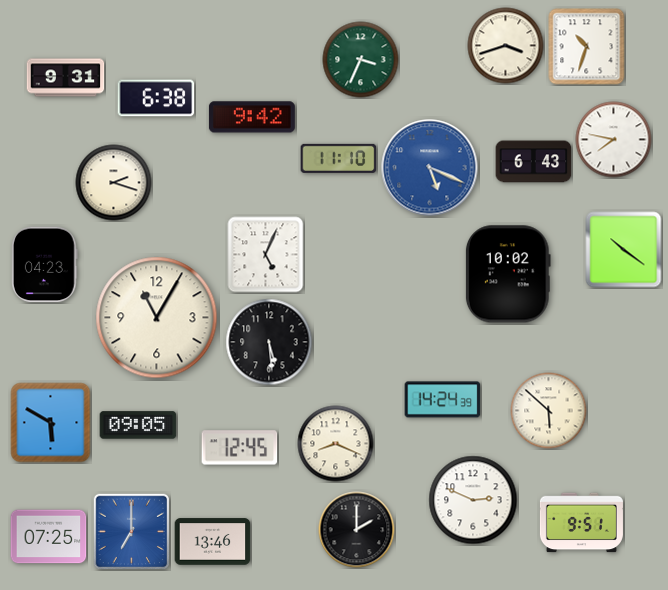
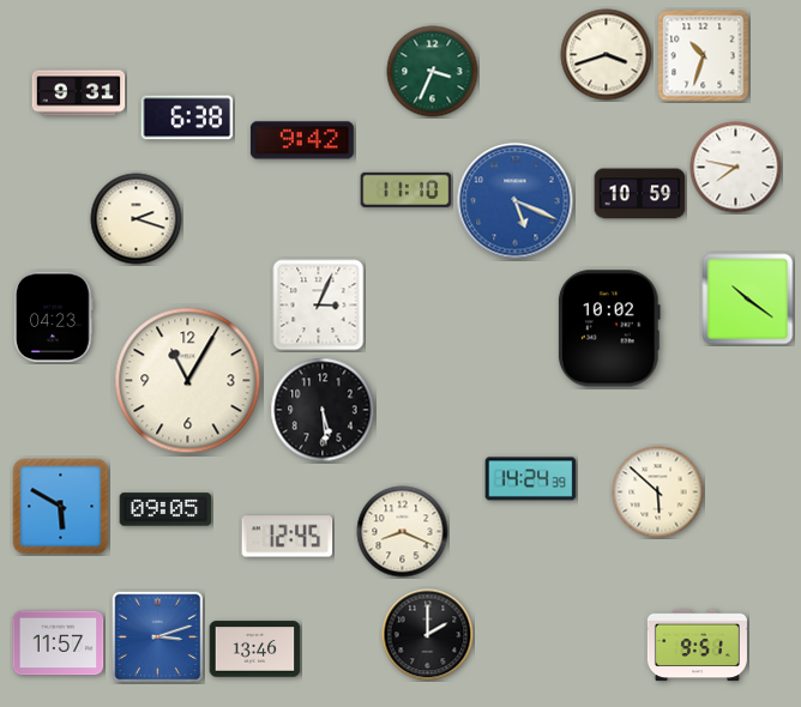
clock at (534, 162): 6:43 -> 10:59
clock at (266, 255): 5:04 -> 3:04
clock at (473, 500): 2:49 -> none
clock at (581, 523) position: (581, 523) -> (697, 646)
clock at (131, 531): 7:00 -> 3:12
clock at (49, 537): 07:25 -> 11:57
